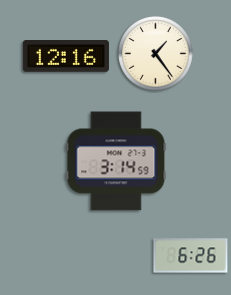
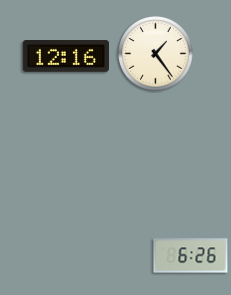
clock at (116, 161): 3:14 -> none
